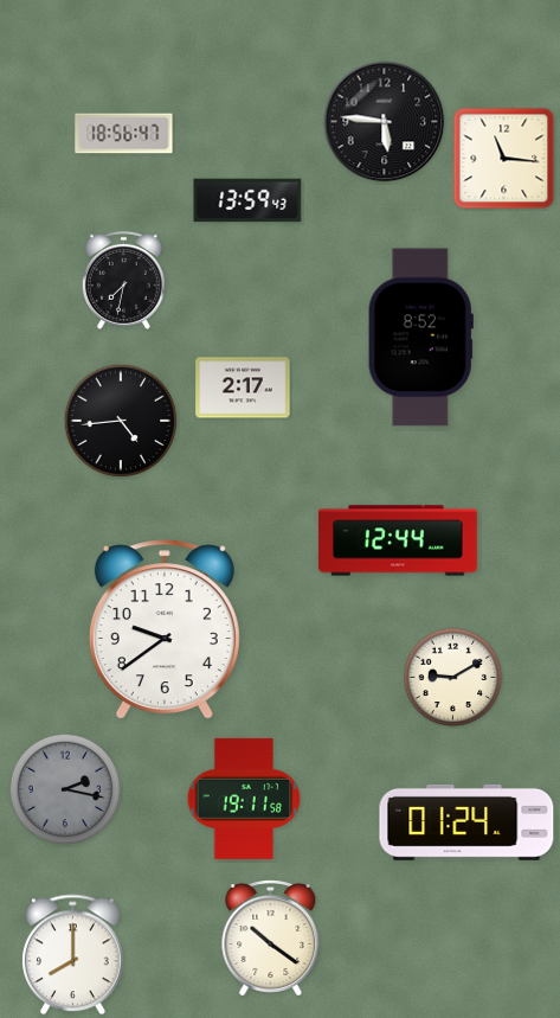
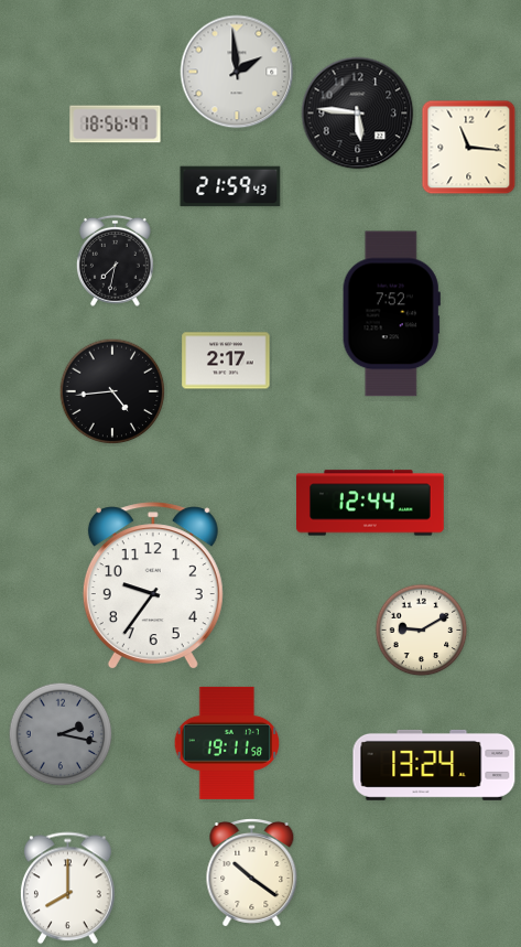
clock at (237, 72): none -> 1:59
clock at (247, 200): 13:59 -> 21:59
clock at (420, 338): 8:52 -> 7:52
clock at (165, 629): 9:39 -> 9:36
clock at (466, 822): 01:24 -> 13:24
